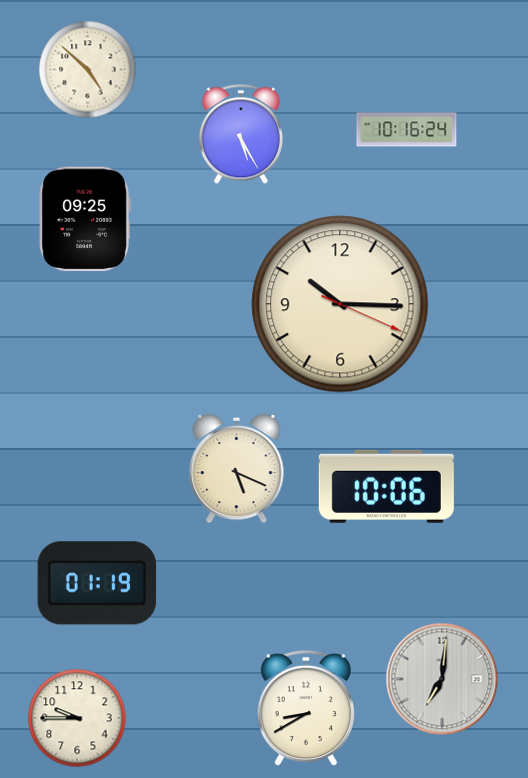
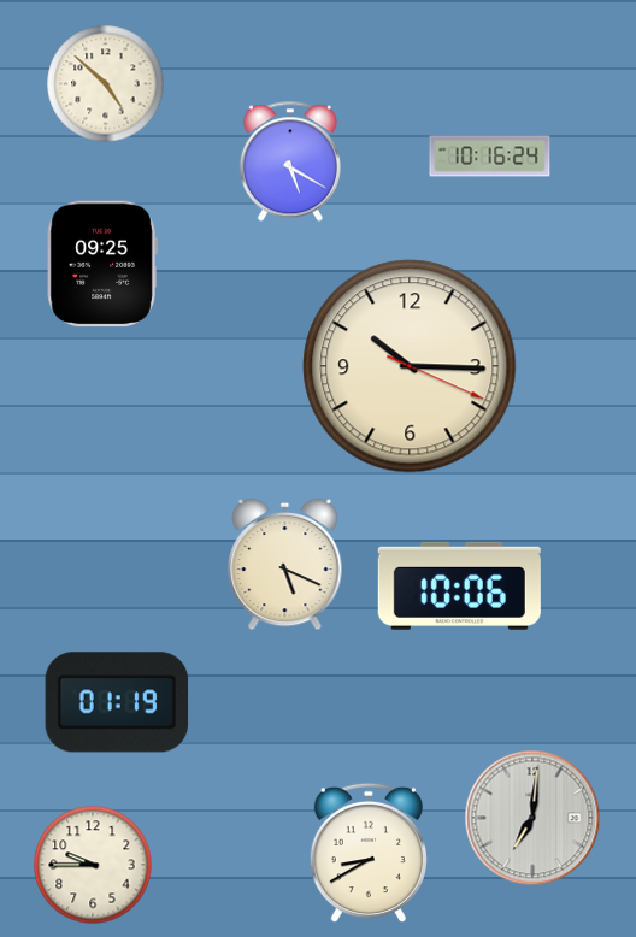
clock at (241, 134): 5:25 -> 5:20
clock at (386, 486) position: (386, 486) -> (459, 585)
